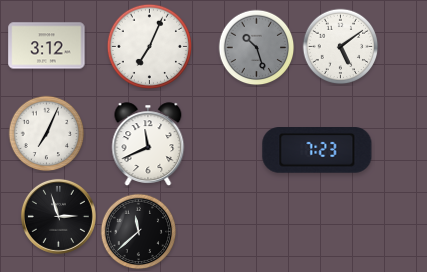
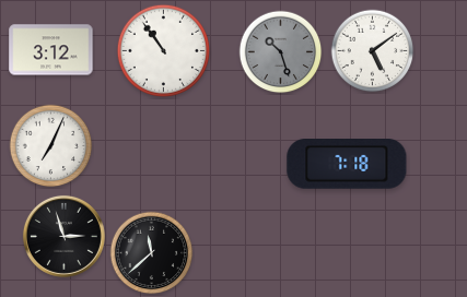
clock at (149, 46): 7:04 -> 10:54
clock at (148, 144): 11:41 -> none
clock at (317, 151): 7:23 -> 7:18
